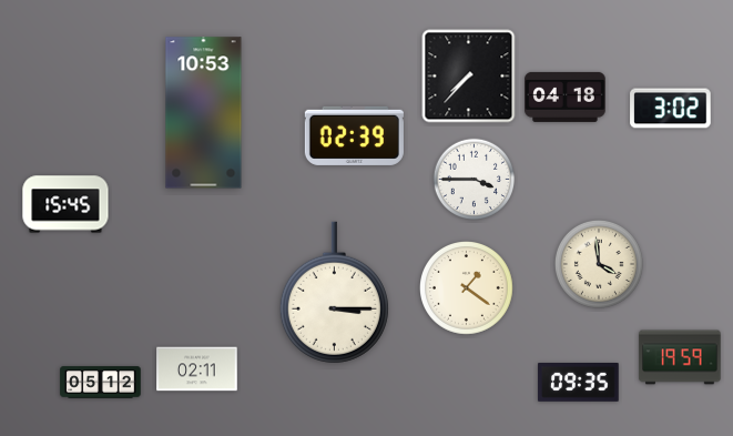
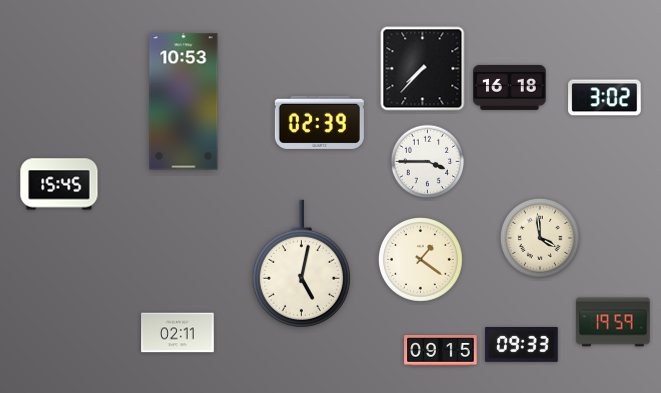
clock at (566, 97): 04:18 -> 16:18
clock at (334, 293): 3:15 -> 5:02
clock at (101, 383): 05:12 -> none
clock at (579, 383): 09:35 -> 09:33
clock at (441, 351): none -> 09:15
